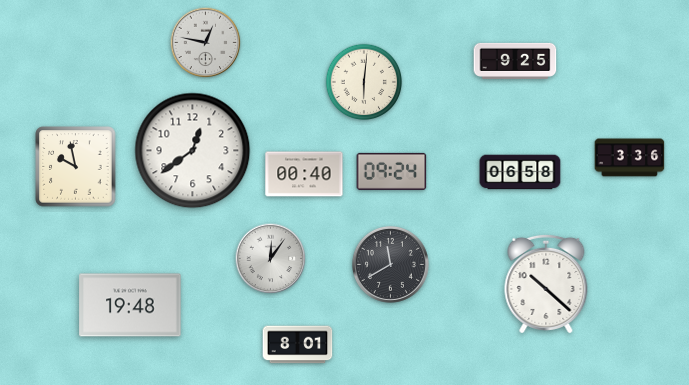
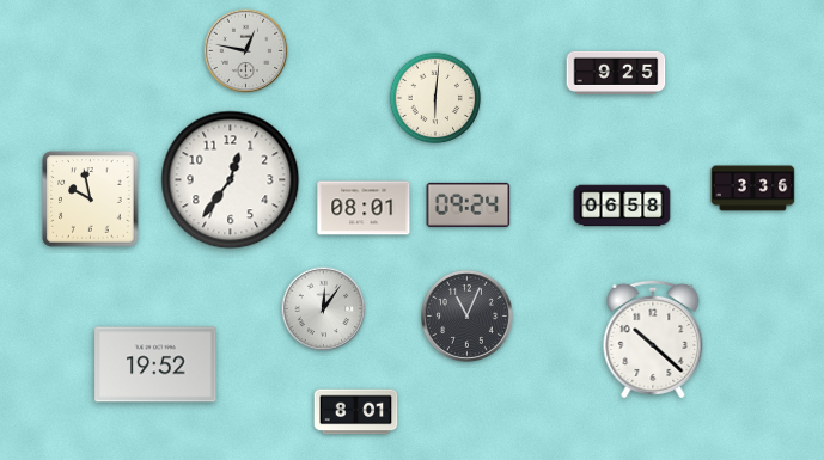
clock at (193, 151): 12:39 -> 12:36
clock at (304, 174): 00:40 -> 08:01
clock at (390, 264): 11:40 -> 11:04
clock at (130, 305): 19:48 -> 19:52
